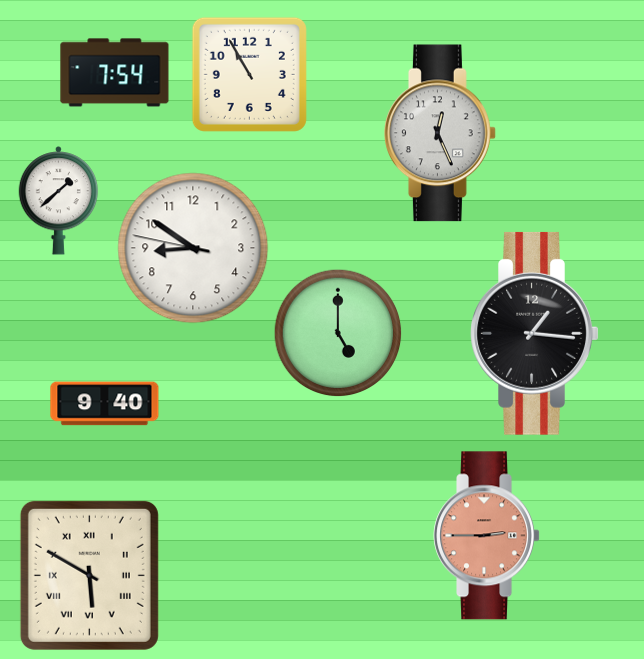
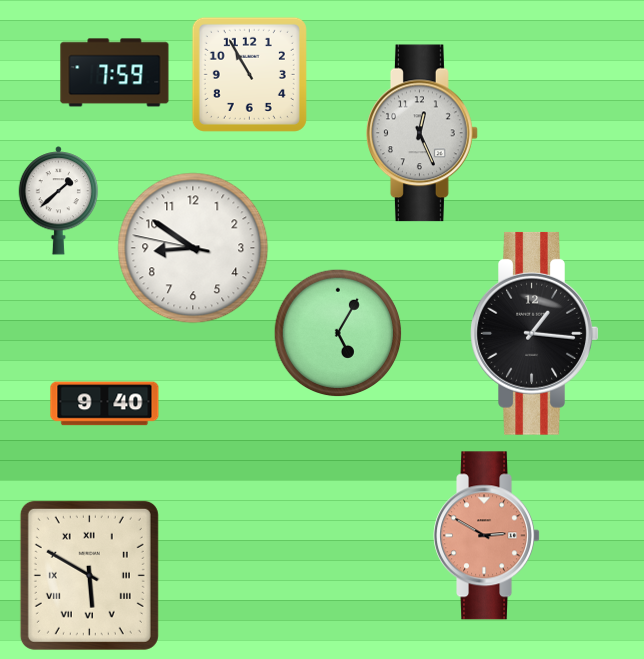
clock at (115, 73): 7:54 -> 7:59
clock at (440, 133) position: (440, 133) -> (422, 133)
clock at (338, 333): 5:00 -> 5:05
clock at (487, 536): 2:45 -> 2:50
